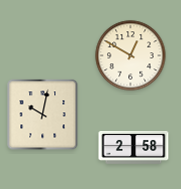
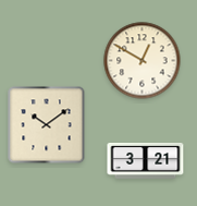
clock at (43, 115): 10:02 -> 10:09
clock at (134, 147): 2:58 -> 3:21
